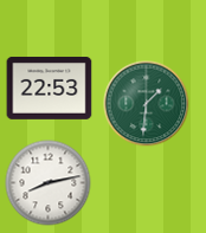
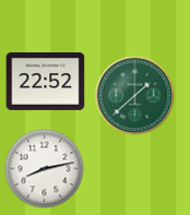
clock at (50, 88): 22:53 -> 22:52
clock at (147, 104): 1:31 -> 1:38
